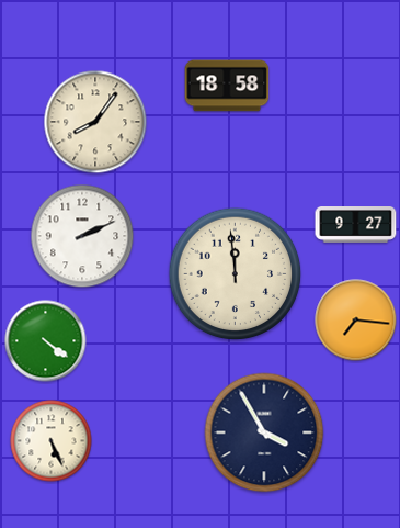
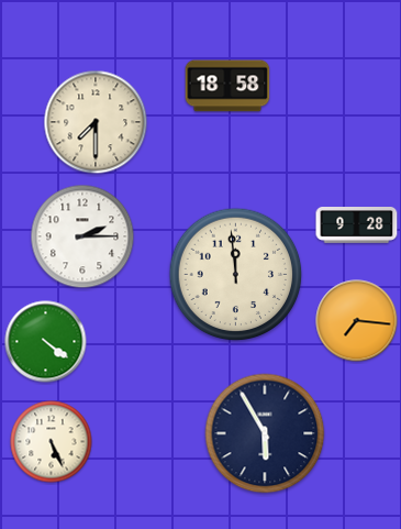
clock at (95, 122): 8:06 -> 7:30
clock at (356, 225): 9:27 -> 9:28
clock at (82, 236): 2:11 -> 2:15
clock at (264, 432): 3:55 -> 5:55
